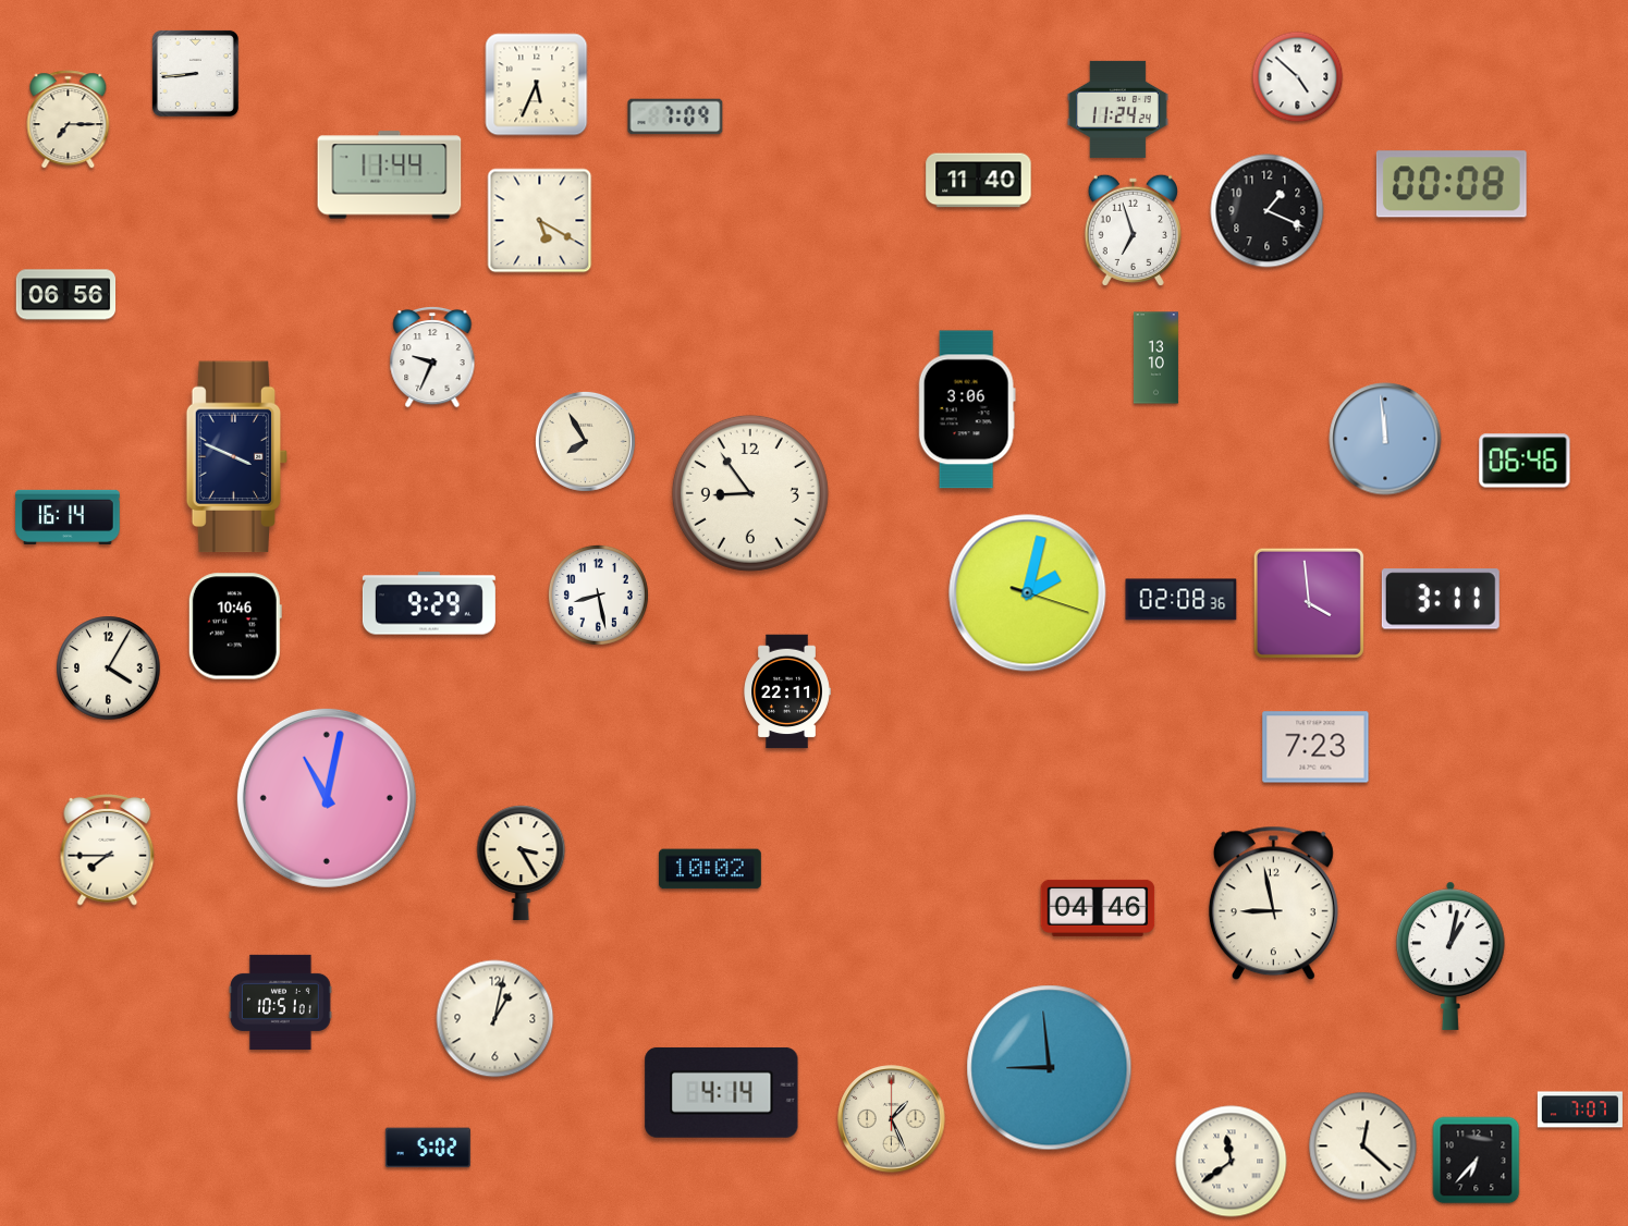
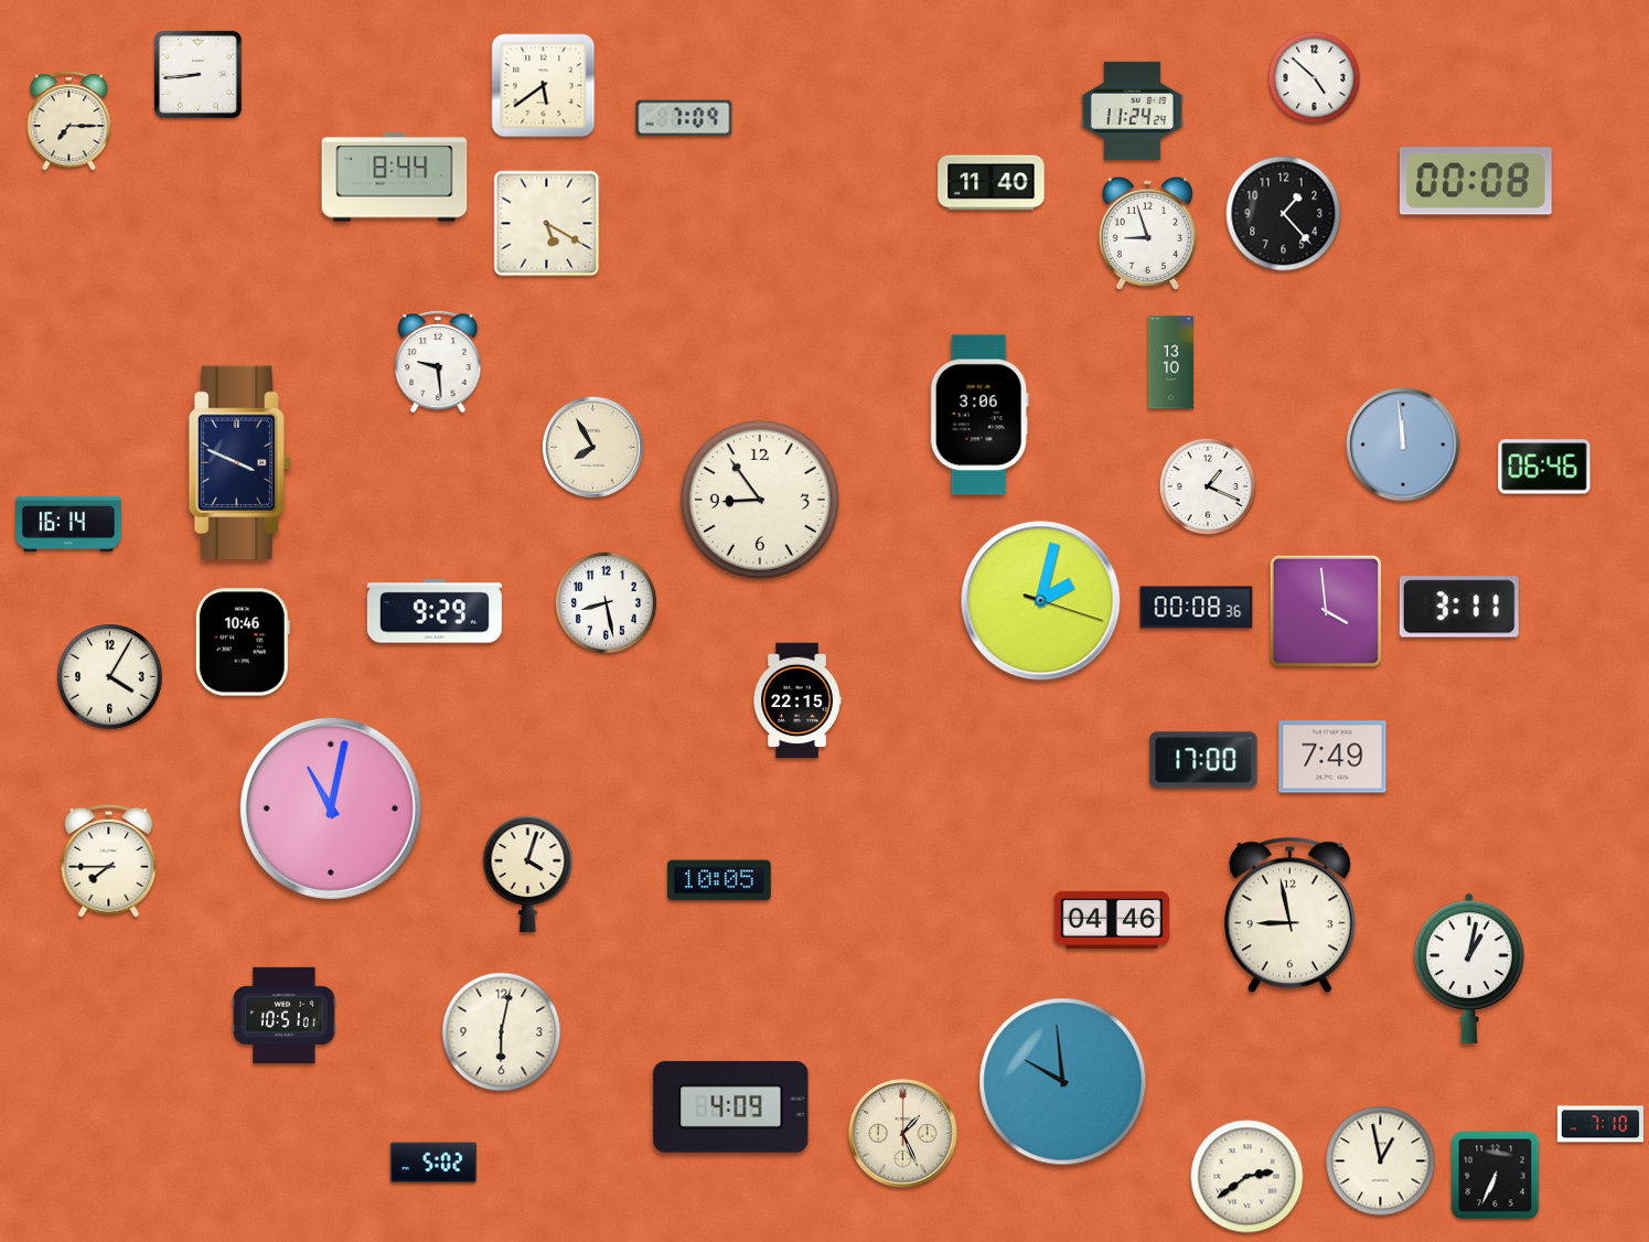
clock at (537, 85): 5:34 -> 5:39
clock at (390, 175): 11:44 -> 8:44
clock at (1452, 184) position: (1452, 184) -> (1476, 181)
clock at (1268, 211): 1:19 -> 1:23
clock at (1133, 230): 6:57 -> 8:57
clock at (66, 295): 06:56 -> none
clock at (432, 357): 9:34 -> 9:29
clock at (1208, 486): none -> 1:19
clock at (1182, 600): 02:08 -> 00:08
clock at (235, 626) position: (235, 626) -> (243, 642)
clock at (787, 691): 22:11 -> 22:15
clock at (1315, 747): 7:23 -> 7:49
clock at (1203, 760): none -> 17:00
clock at (522, 863): 3:25 -> 4:03
clock at (710, 869): 10:02 -> 10:05
clock at (495, 1019): 1:02 -> 6:02
clock at (1050, 1068): 8:59 -> 9:59
clock at (722, 1092): 4:14 -> 4:09
clock at (1580, 1109): 7:07 -> 7:10
clock at (1363, 1147): 12:22 -> 12:58
clock at (1477, 1161): 6:37 -> 6:34
clock at (1232, 1162): 11:39 -> 2:39
